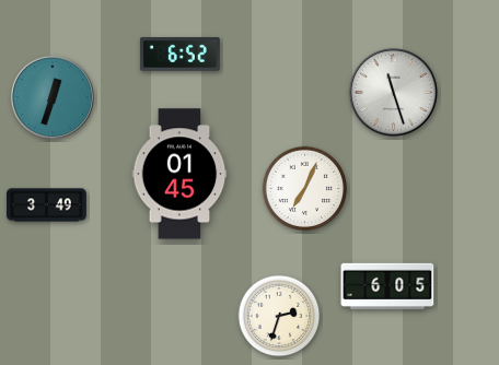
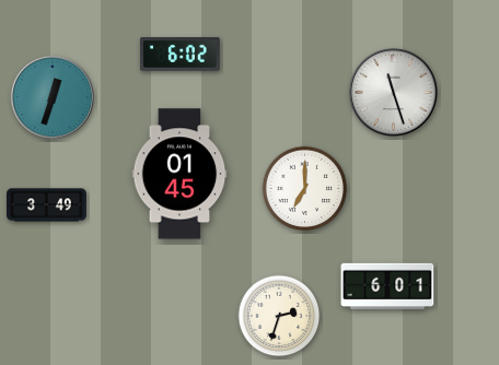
clock at (179, 55): 6:52 -> 6:02
clock at (305, 189): 7:04 -> 7:00
clock at (387, 285): 6:05 -> 6:01
